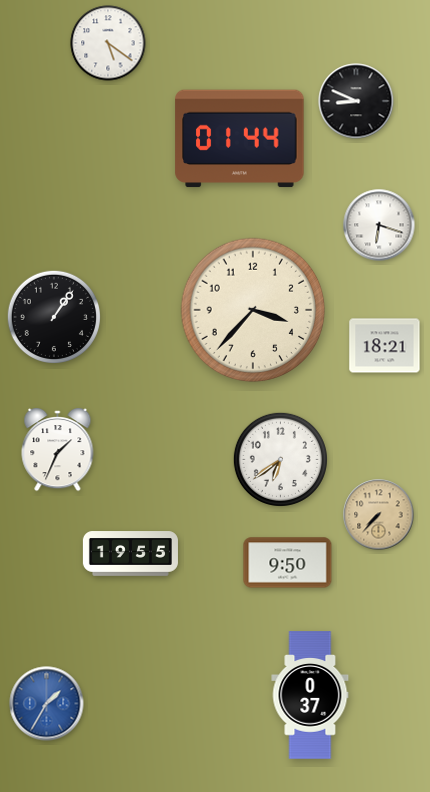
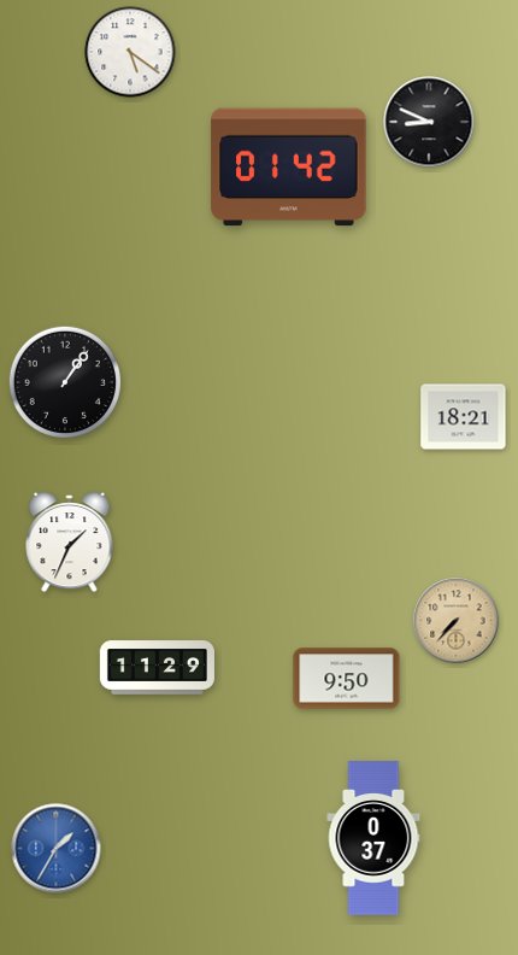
clock at (240, 139): 01:44 -> 01:42
clock at (379, 225): 6:18 -> none
clock at (253, 310): 3:37 -> none
clock at (280, 459): 6:39 -> none
clock at (130, 554): 19:55 -> 11:29
